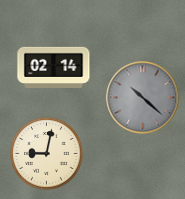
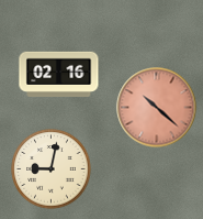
clock at (54, 67): 02:14 -> 02:16
clock at (143, 98) dial: grey -> salmon
